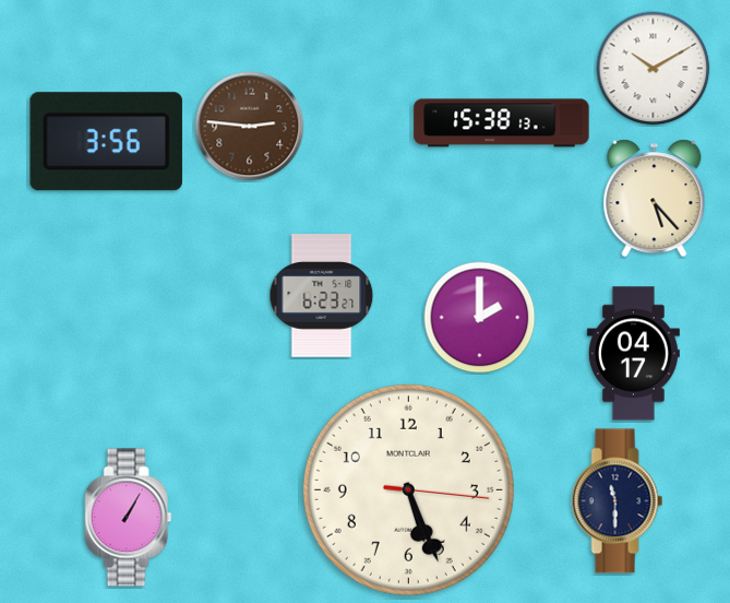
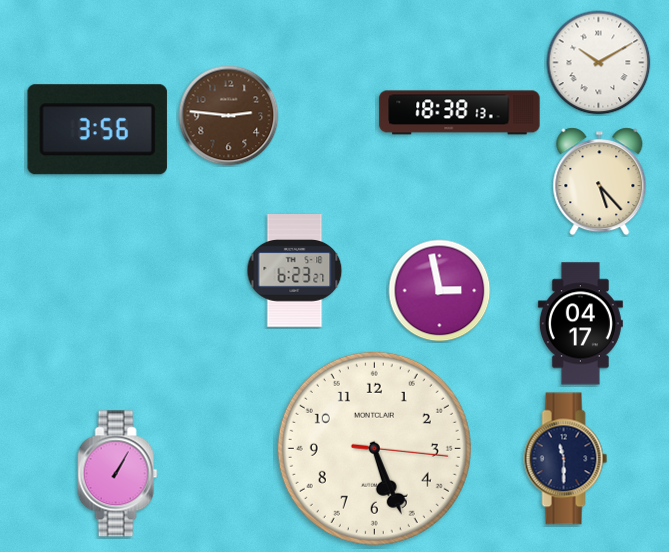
clock at (502, 123): 15:38 -> 18:38
clock at (480, 318): 2:00 -> 2:58
